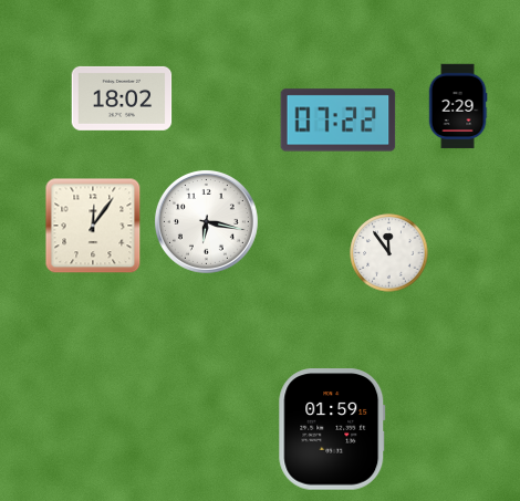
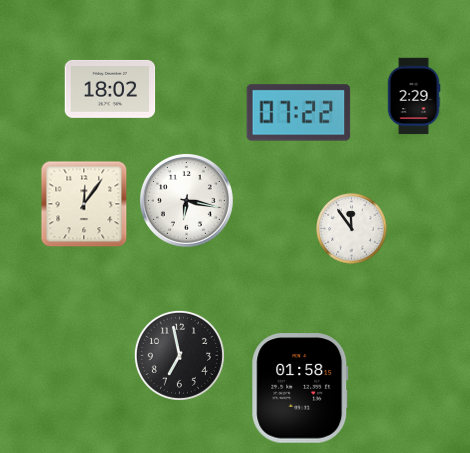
clock at (339, 121) position: (339, 121) -> (299, 113)
clock at (179, 355): none -> 6:58
clock at (332, 429): 01:59 -> 01:58
